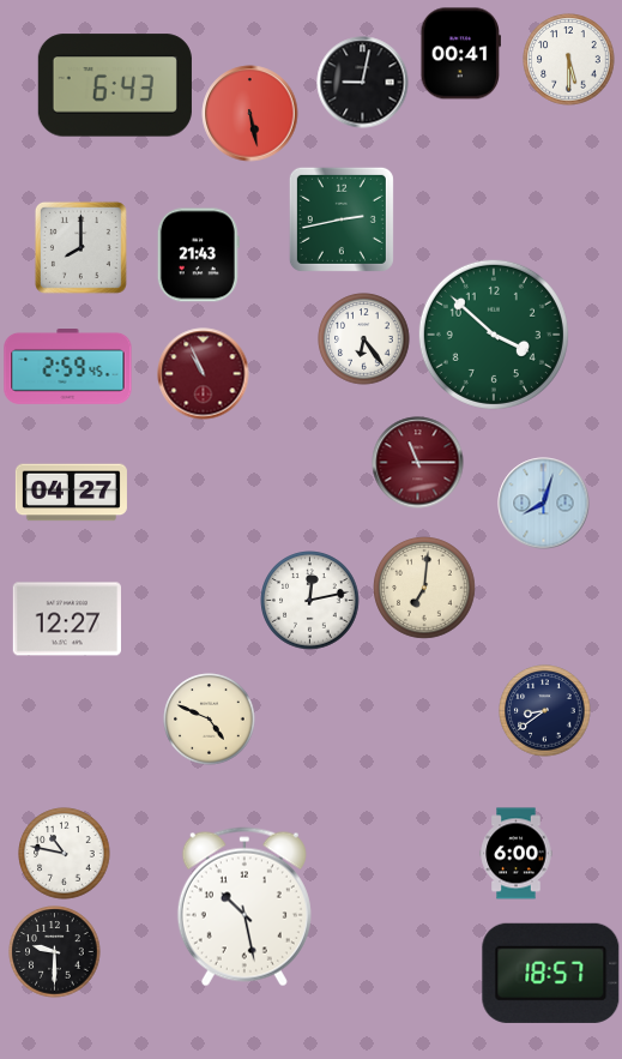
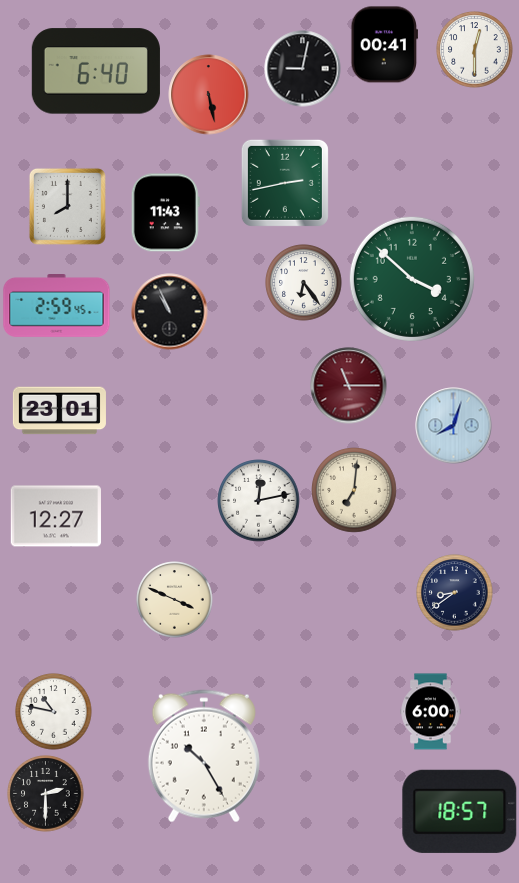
clock at (569, 60): 5:30 -> 12:30
clock at (115, 85): 6:43 -> 6:40
clock at (198, 255): 21:43 -> 11:43
clock at (204, 374) dial: burgundy -> black
clock at (71, 493): 04:27 -> 23:01
clock at (544, 504) position: (544, 504) -> (454, 426)
clock at (210, 720): 4:49 -> 3:49
clock at (244, 907): 10:28 -> 10:25
clock at (55, 952): 9:30 -> 2:30
